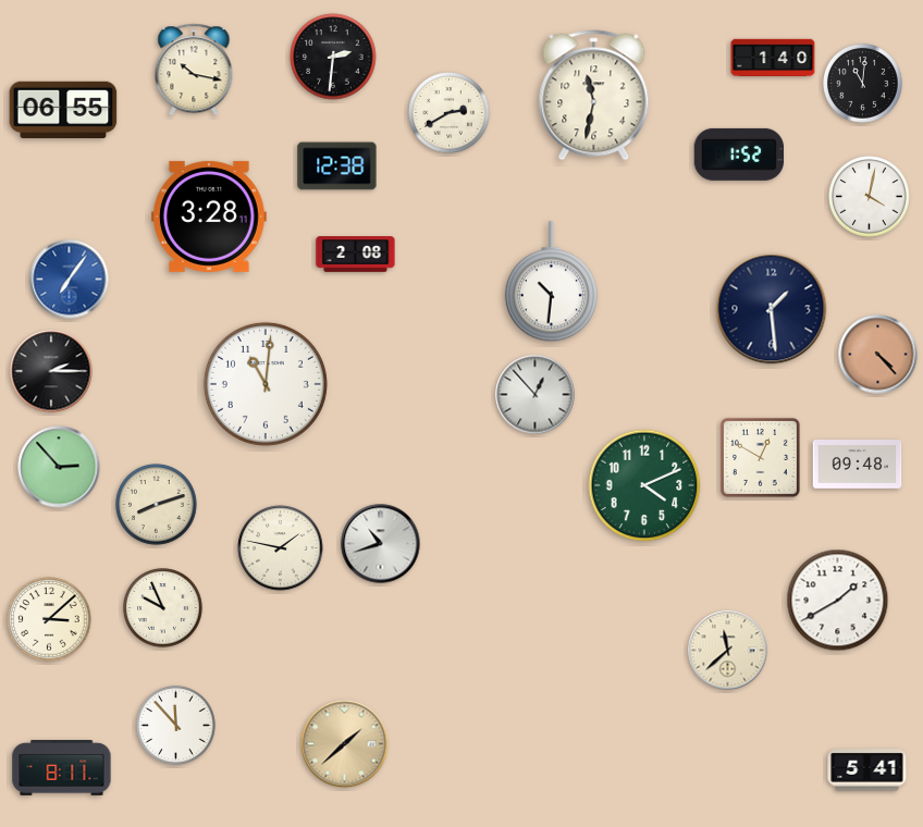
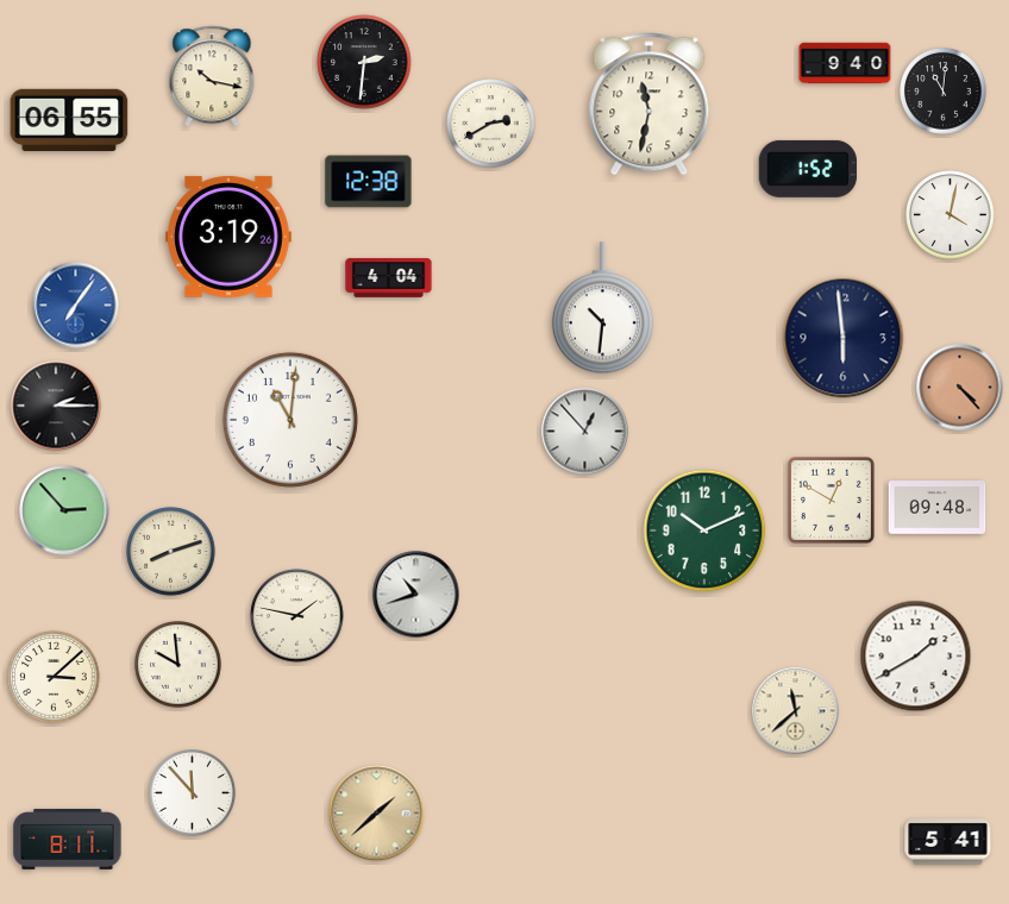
clock at (773, 58): 1:40 -> 9:40
clock at (210, 217): 3:28 -> 3:19
clock at (356, 255): 2:08 -> 4:04
clock at (772, 309): 1:29 -> 5:59
clock at (644, 485): 4:11 -> 10:11
clock at (281, 548) position: (281, 548) -> (297, 616)
clock at (163, 608): 9:56 -> 9:59
